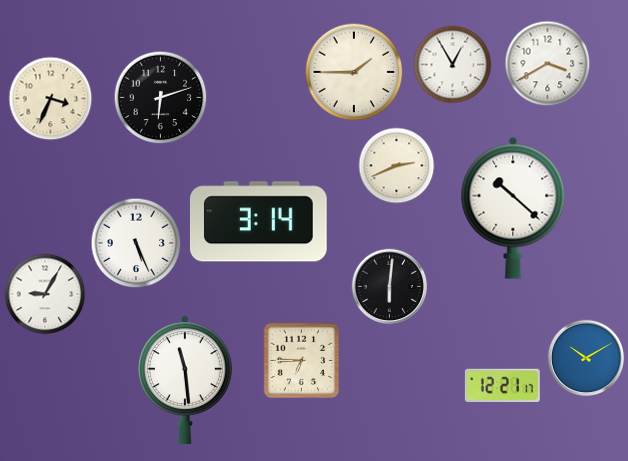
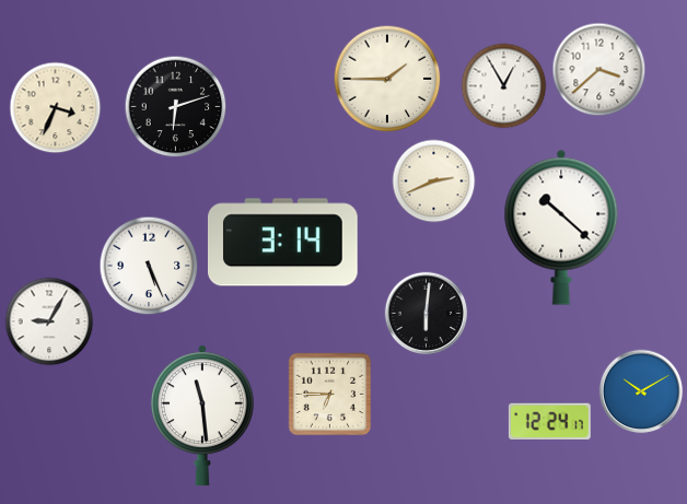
clock at (548, 64): 3:40 -> 3:38
clock at (453, 65) position: (453, 65) -> (504, 86)
clock at (502, 385): 12:21 -> 12:24
